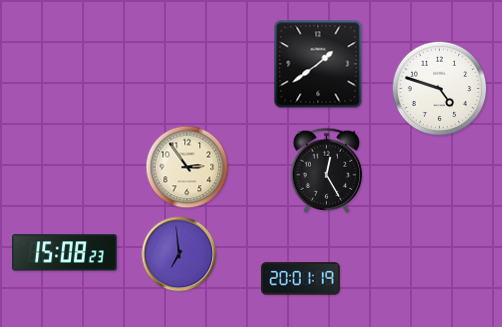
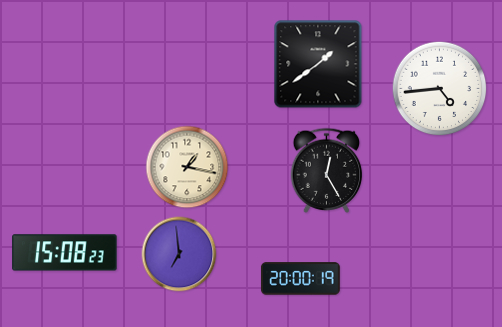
clock at (440, 89): 4:48 -> 4:44
clock at (187, 167): 2:54 -> 1:17
clock at (300, 279): 20:01 -> 20:00
